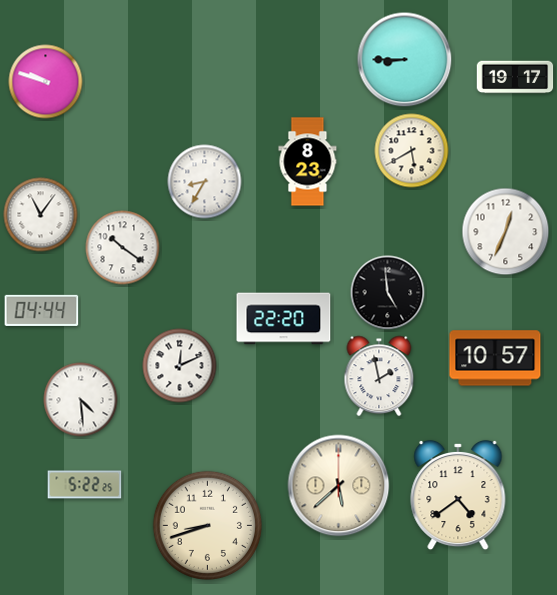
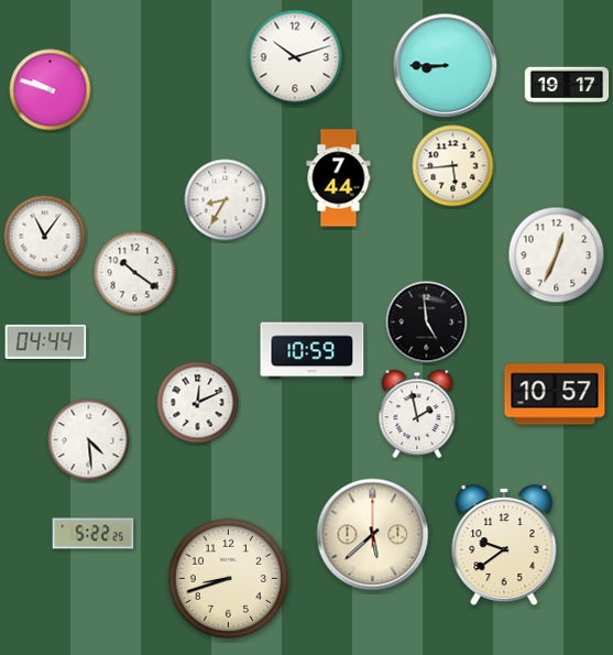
clock at (295, 57): none -> 10:12
clock at (412, 151): 5:40 -> 5:44
clock at (308, 162): 8:23 -> 7:44
clock at (284, 319): 22:20 -> 10:59
clock at (495, 358) position: (495, 358) -> (555, 394)
clock at (458, 495): 4:39 -> 9:39
